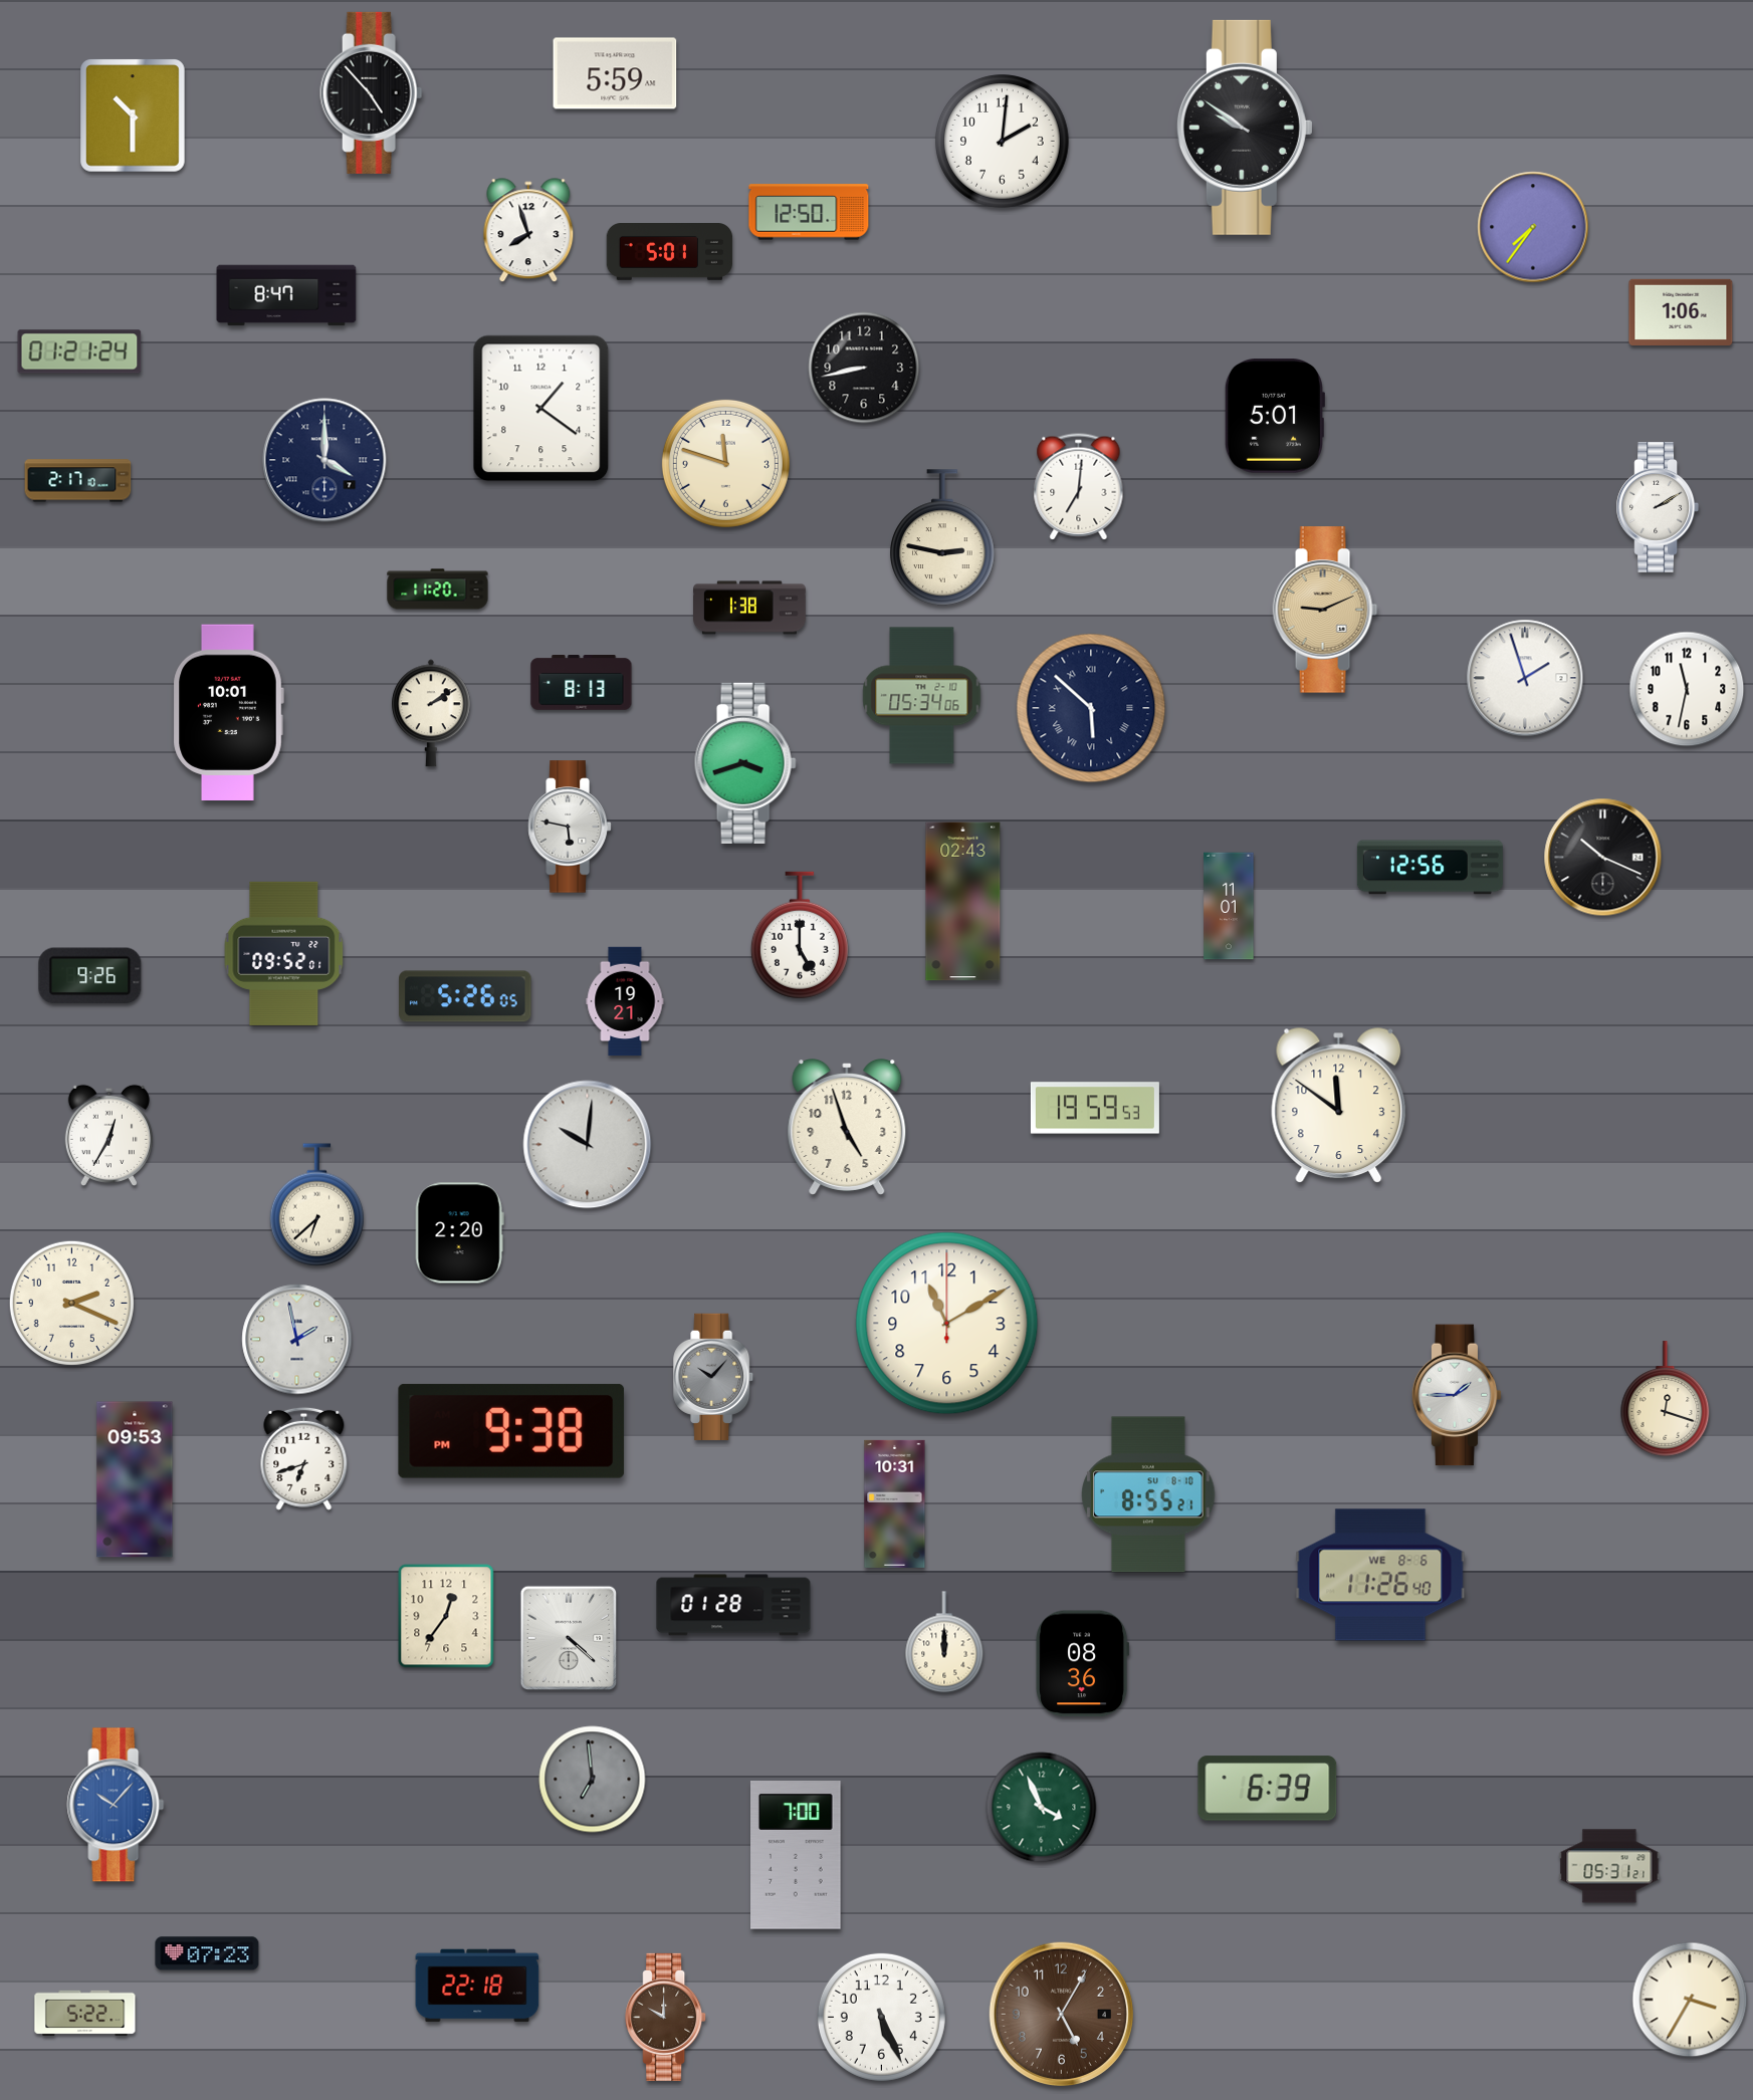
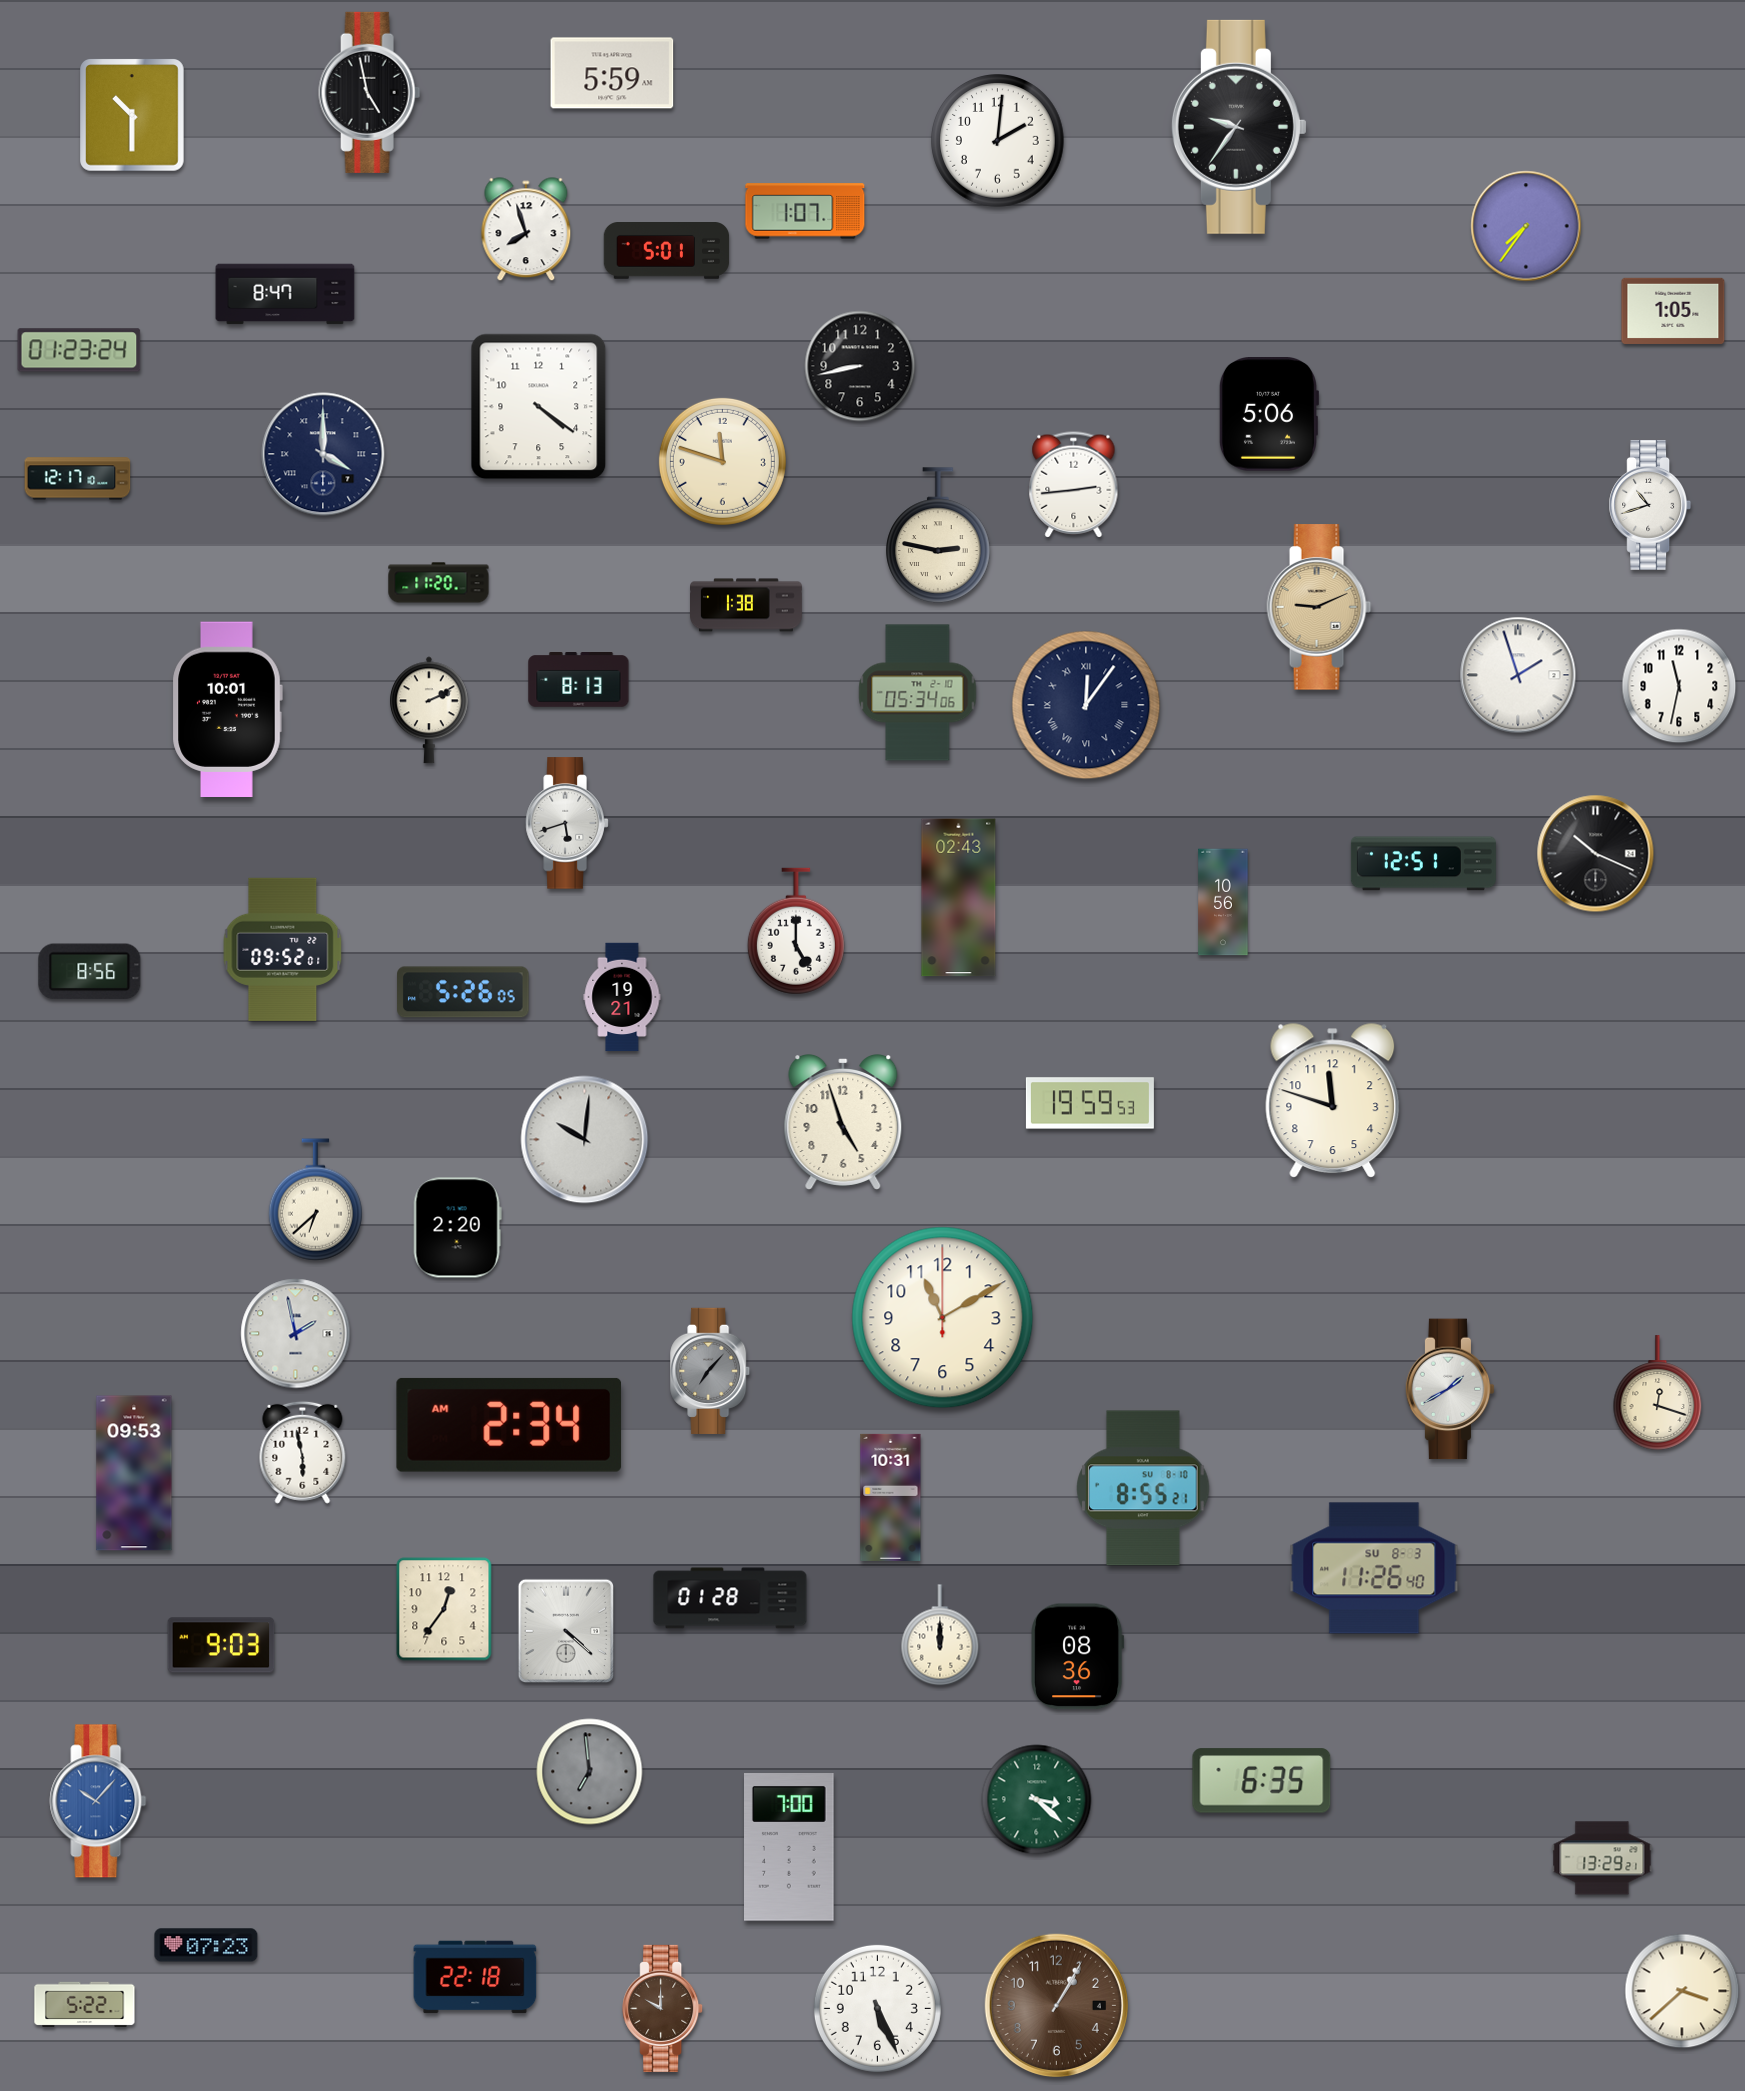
clock at (372, 92): 4:53 -> 4:58
clock at (1245, 128): 9:51 -> 9:36
clock at (809, 212): 12:50 -> 1:07
clock at (1681, 312): 1:06 -> 1:05
clock at (79, 352): 01:21 -> 01:23
clock at (541, 409): 1:21 -> 4:21
clock at (1274, 417): 5:01 -> 5:06
clock at (324, 460) position: (324, 460) -> (323, 454)
clock at (78, 481): 2:17 -> 12:17
clock at (1079, 487): 7:01 -> 2:44
clock at (1657, 508): 2:10 -> 10:42
clock at (438, 590) position: (438, 590) -> (439, 583)
clock at (1091, 708): 5:52 -> 12:06
clock at (432, 713): 2:09 -> 2:11
clock at (745, 763): 3:42 -> none
clock at (570, 827): 5:47 -> 5:42
clock at (1430, 868): 12:56 -> 12:51
clock at (1229, 906): 11:01 -> 10:56
clock at (90, 976): 9:26 -> 8:56
clock at (1339, 1105): 11:51 -> 11:48
clock at (108, 1135): 12:35 -> none
clock at (71, 1303): 2:19 -> none
clock at (714, 1377): 10:07 -> 7:07
clock at (1457, 1395): 1:45 -> 1:40
clock at (511, 1431): 9:38 -> 2:34
clock at (304, 1458): 6:42 -> 5:58
clock at (1380, 1575) date: WE 8-6 -> SU 8-3
clock at (221, 1645): none -> 9:03
clock at (1268, 1789): 6:39 -> 6:35
clock at (116, 1805) position: (116, 1805) -> (98, 1801)
clock at (1042, 1808): 3:56 -> 3:22
clock at (797, 1856) position: (797, 1856) -> (790, 1848)
clock at (1609, 1866): 05:31 -> 13:29
clock at (1690, 2000): 3:35 -> 3:38
clock at (1061, 2014): 5:05 -> 1:05
